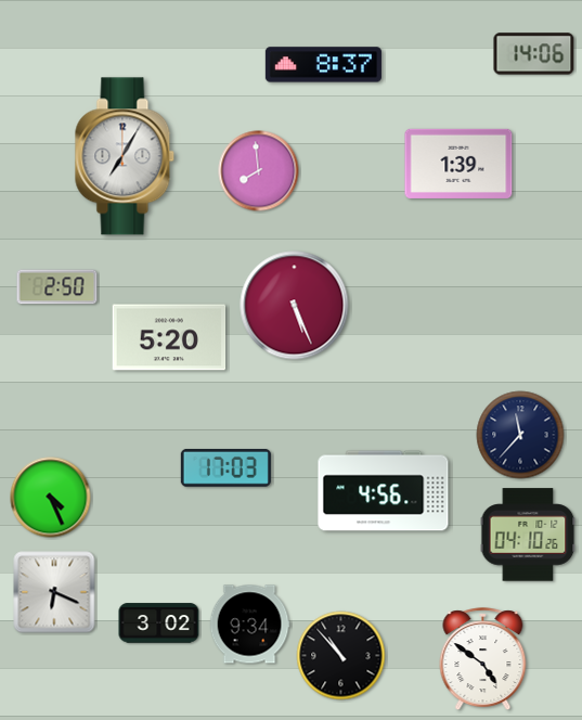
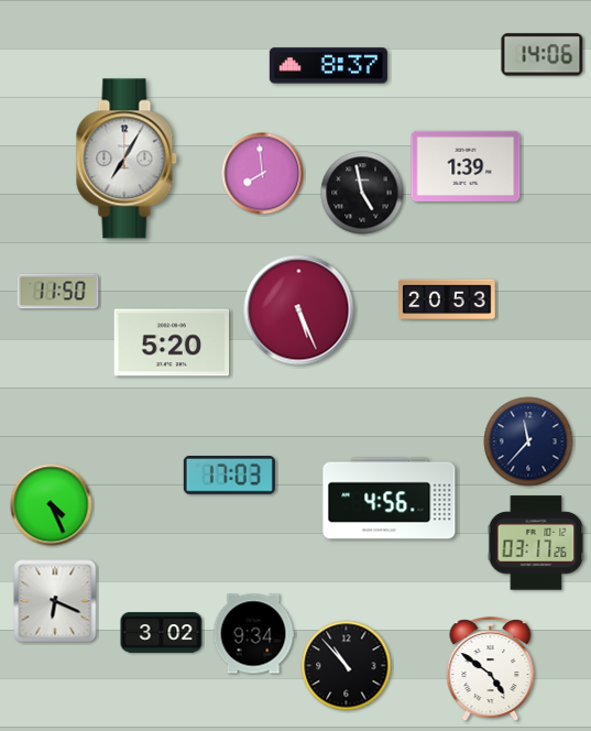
clock at (362, 193): none -> 4:58
clock at (57, 287): 2:50 -> 11:50
clock at (447, 299): none -> 20:53
clock at (528, 535): 04:10 -> 03:17
